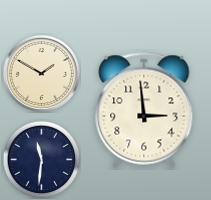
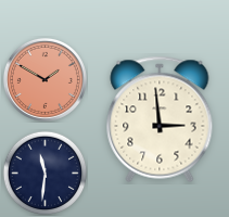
clock at (41, 73) dial: cream -> salmon
clock at (144, 110) position: (144, 110) -> (160, 119)
